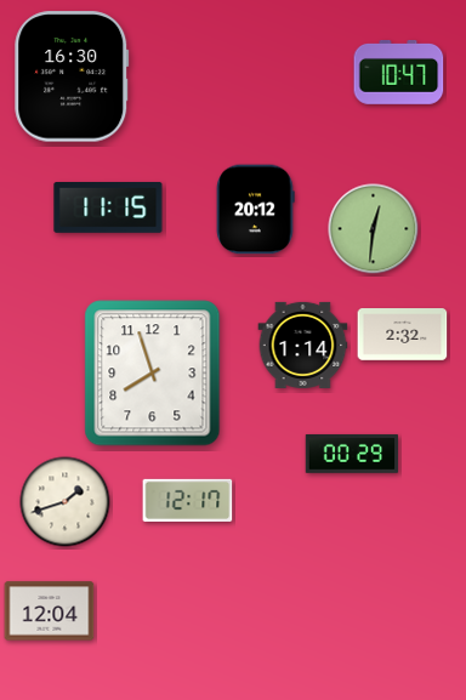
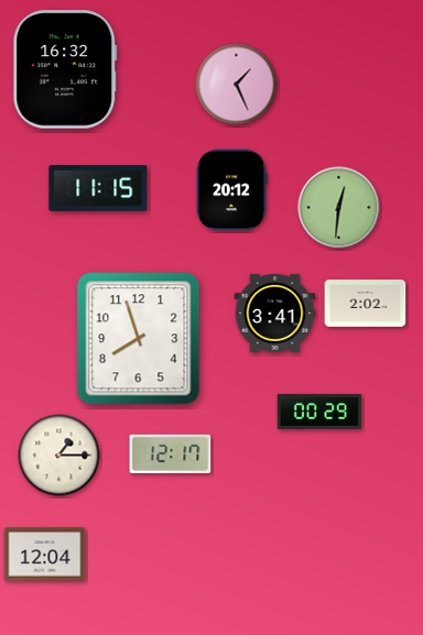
clock at (399, 73): 10:47 -> none
clock at (72, 76): 16:30 -> 16:32
clock at (237, 85): none -> 1:26
clock at (403, 335): 2:32 -> 2:02
clock at (303, 345): 1:14 -> 3:41
clock at (66, 502): 1:42 -> 1:15
